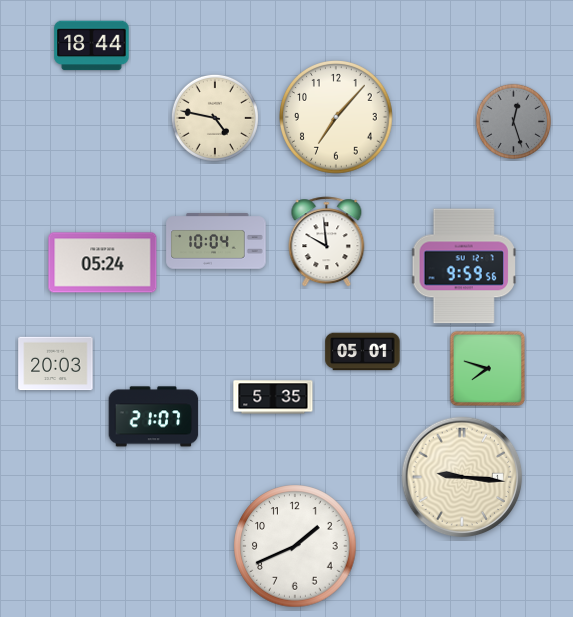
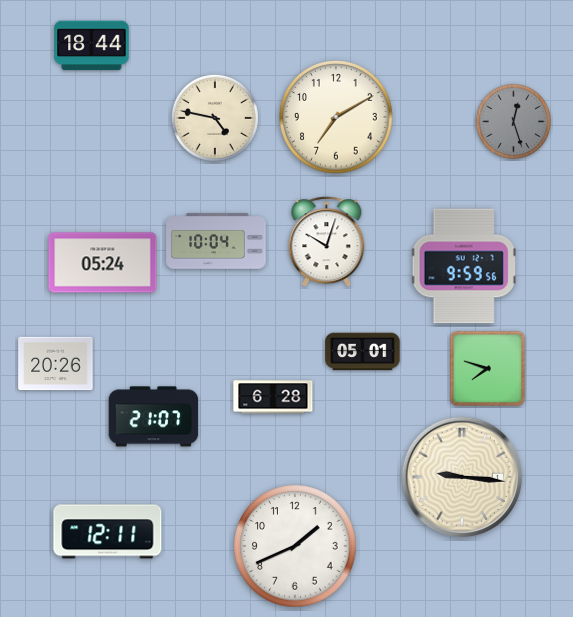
clock at (336, 117): 7:07 -> 7:10
clock at (327, 242): 9:59 -> 10:03
clock at (56, 364): 20:03 -> 20:26
clock at (273, 397): 5:35 -> 6:28
clock at (108, 532): none -> 12:11
